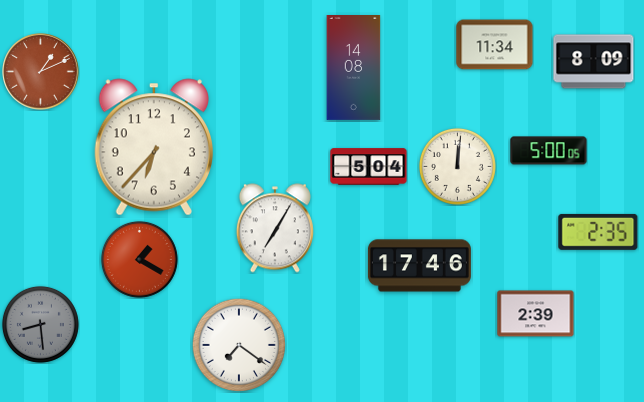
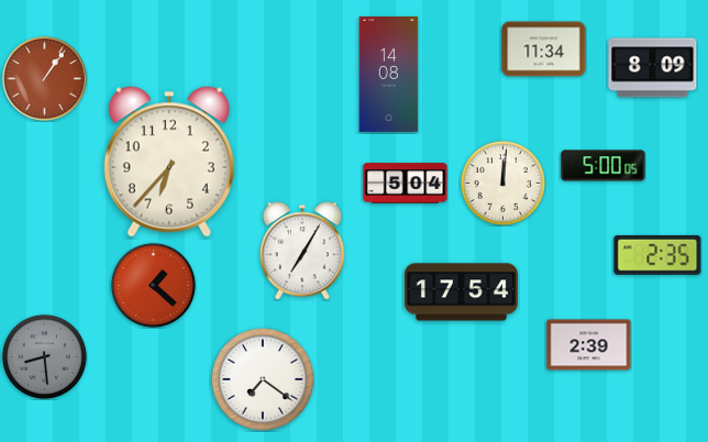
clock at (41, 72): 1:11 -> 1:06
clock at (139, 259): 1:20 -> 1:22
clock at (419, 266): 17:46 -> 17:54
